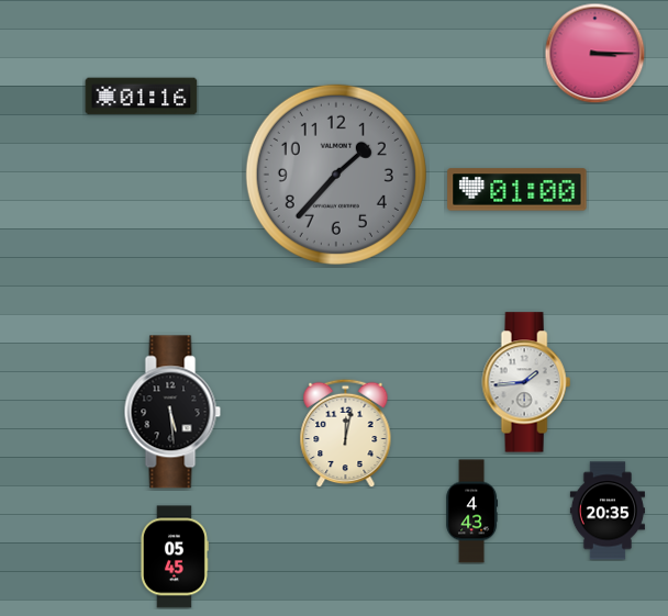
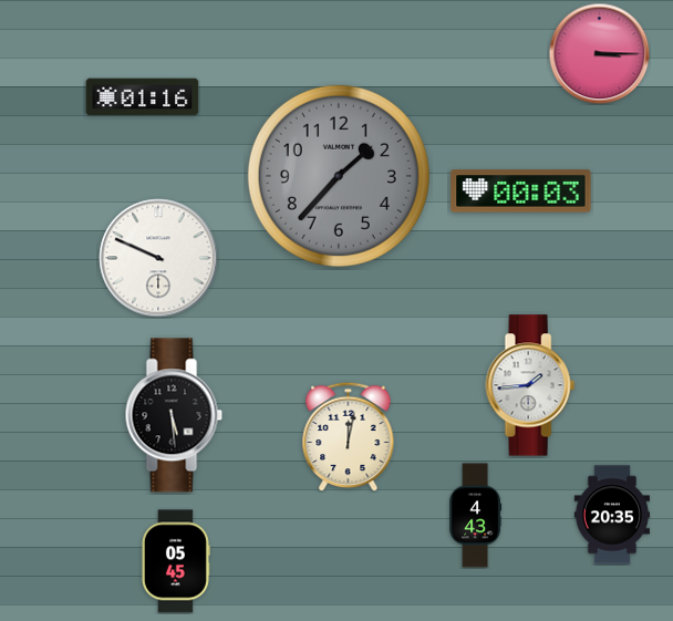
clock at (517, 190): 01:00 -> 00:03
clock at (158, 258): none -> 9:49
